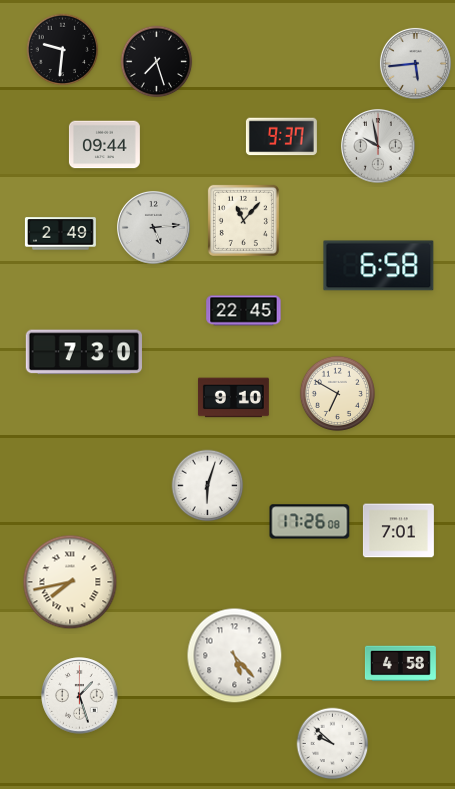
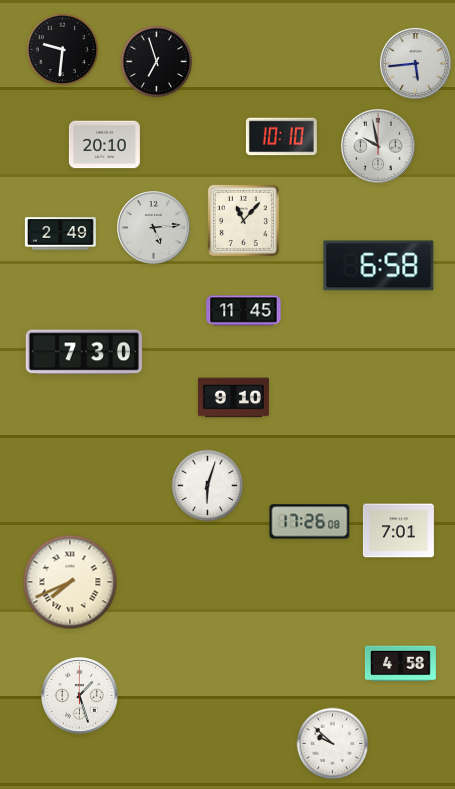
clock at (157, 62): 7:27 -> 6:57
clock at (281, 137): 9:37 -> 10:10
clock at (104, 145): 09:44 -> 20:10
clock at (244, 311): 22:45 -> 11:45
clock at (337, 393): 6:50 -> none
clock at (70, 582): 7:43 -> 7:41
clock at (235, 656): 5:23 -> none
